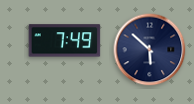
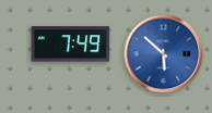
clock at (150, 50) dial: navy -> blue
